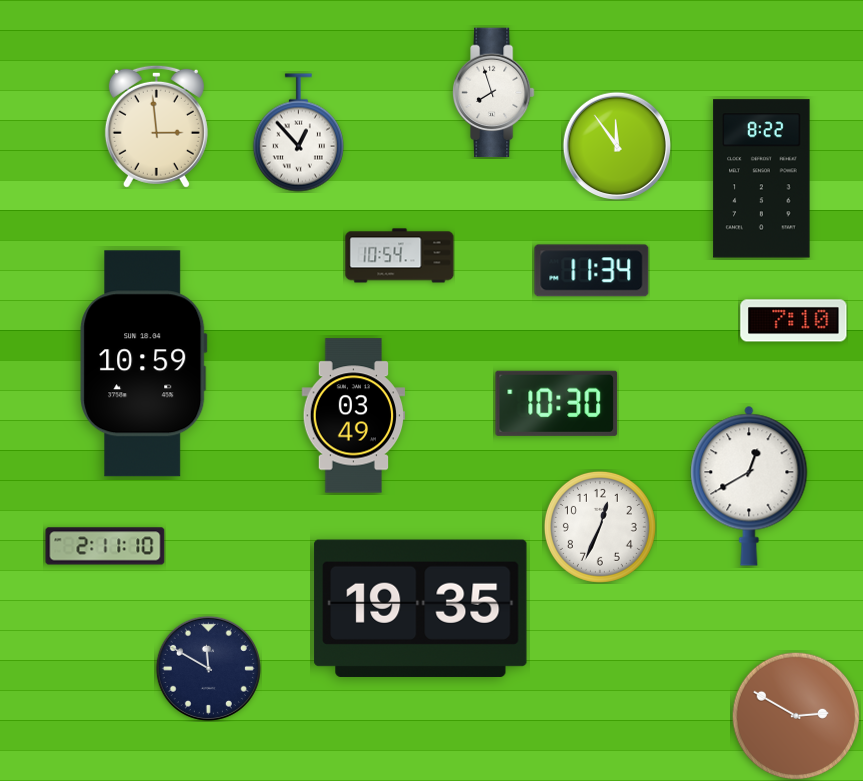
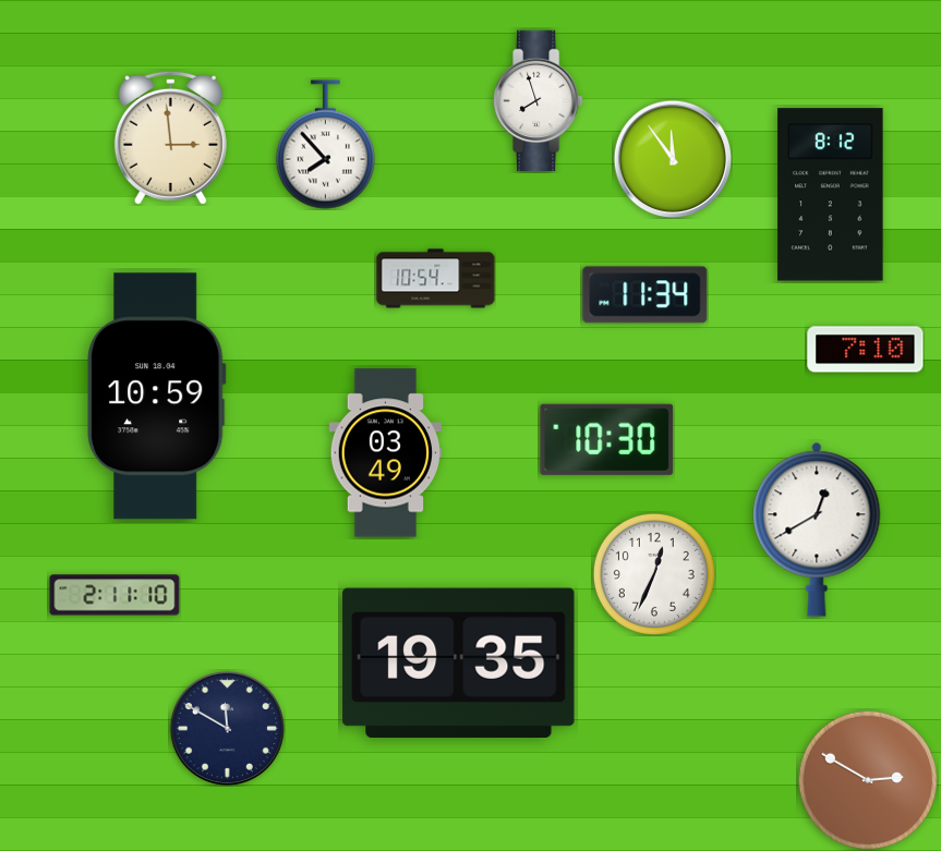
clock at (298, 133): 12:53 -> 7:53
clock at (762, 179): 8:22 -> 8:12
